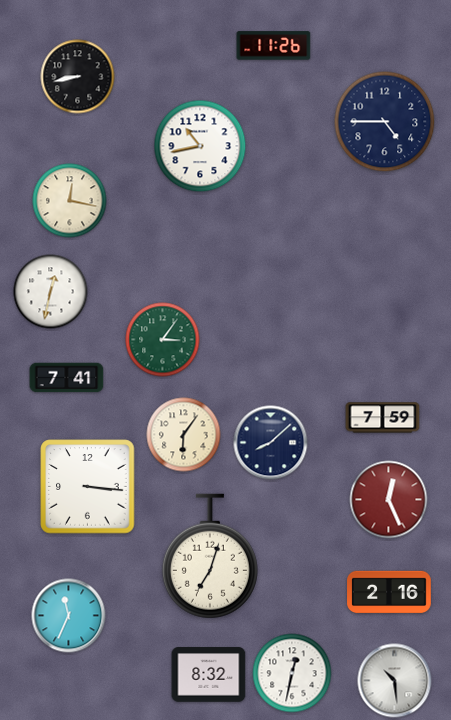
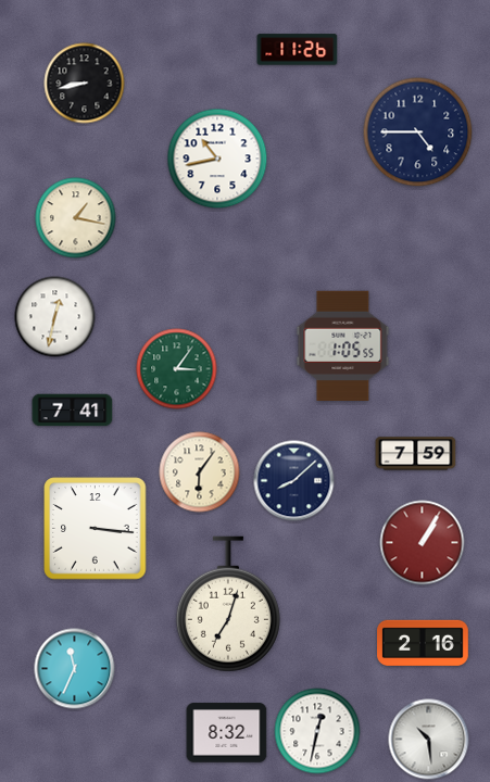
clock at (70, 201): 12:17 -> 1:17
clock at (343, 345): none -> 1:05
clock at (389, 500): 12:26 -> 1:05
